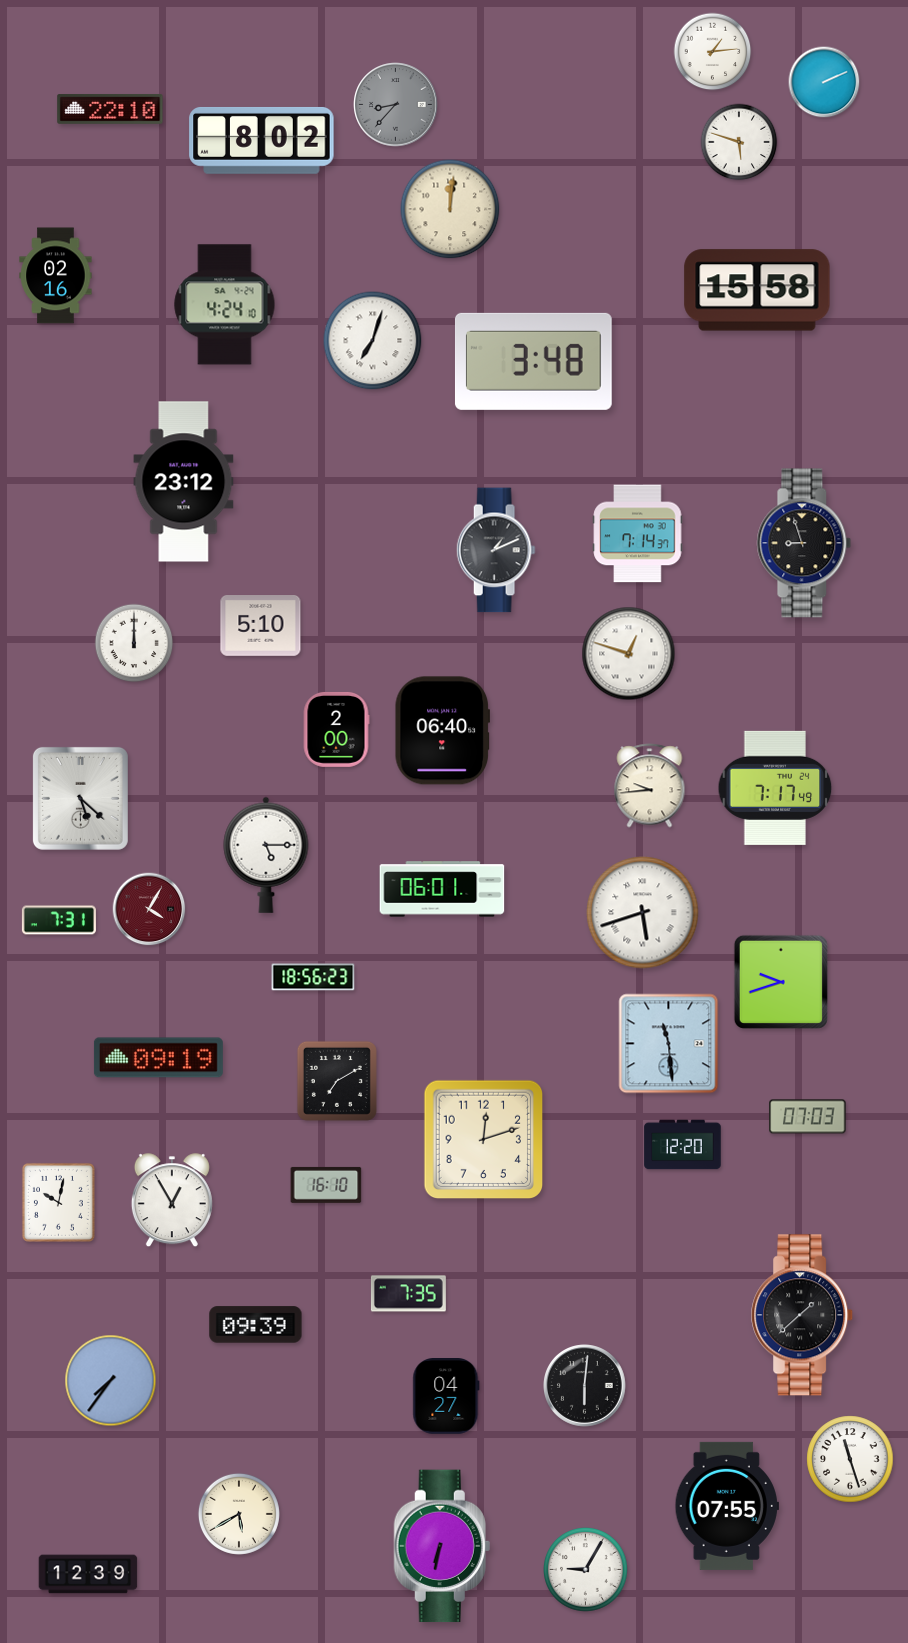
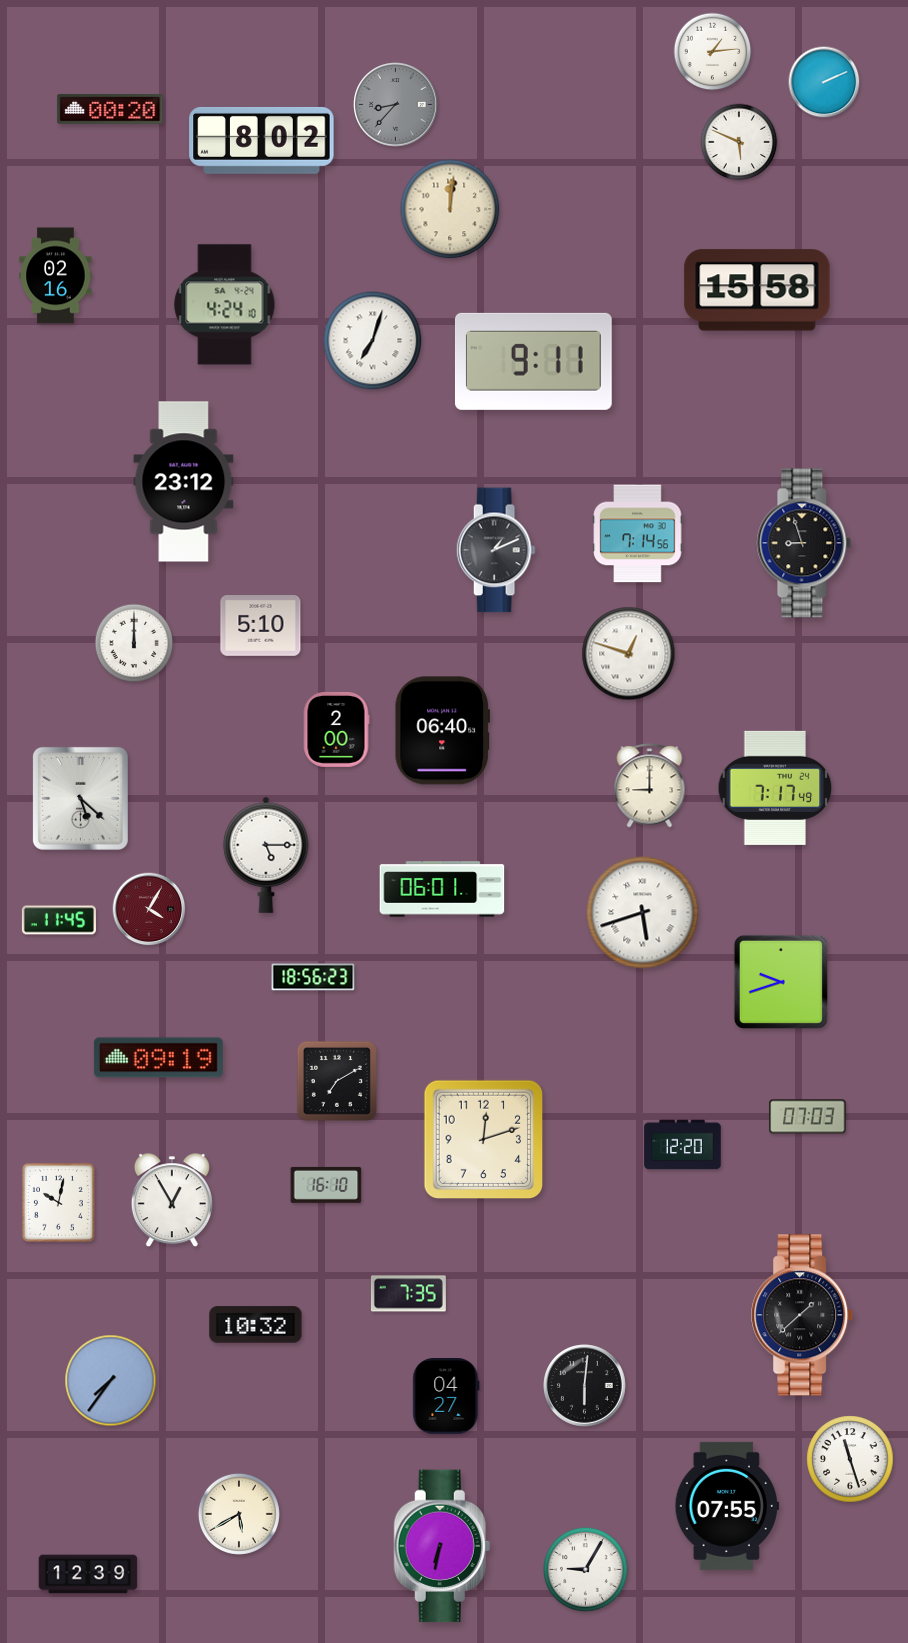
clock at (110, 110): 22:10 -> 00:20
clock at (739, 142): 5:48 -> 5:49
clock at (533, 361): 3:48 -> 9:11
clock at (638, 534): 7:14:37 -> 7:14:56
clock at (650, 786): 9:44 -> 9:00
clock at (59, 920): 7:31 -> 11:45
clock at (669, 1044): 11:29 -> none
clock at (256, 1325): 09:39 -> 10:32
